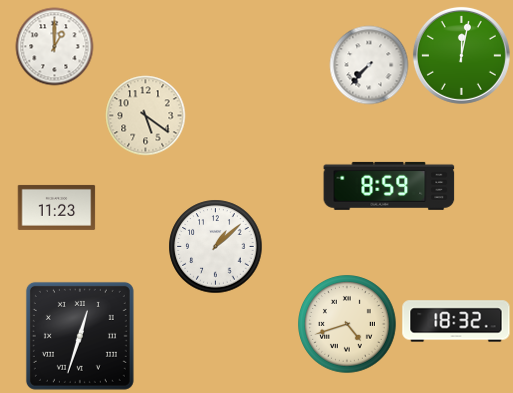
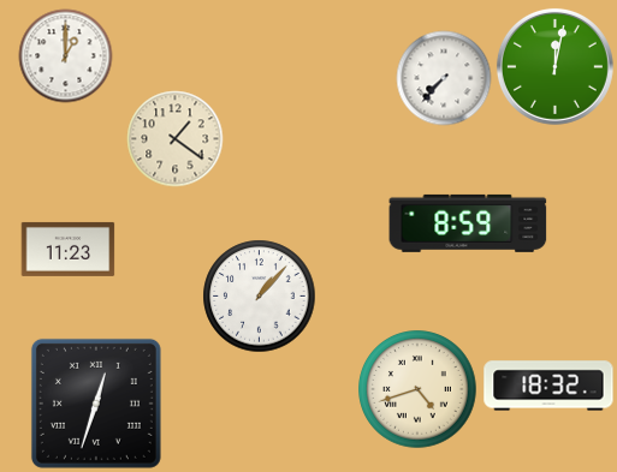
clock at (145, 115): 5:21 -> 1:21
clock at (215, 246): 1:08 -> 1:07
